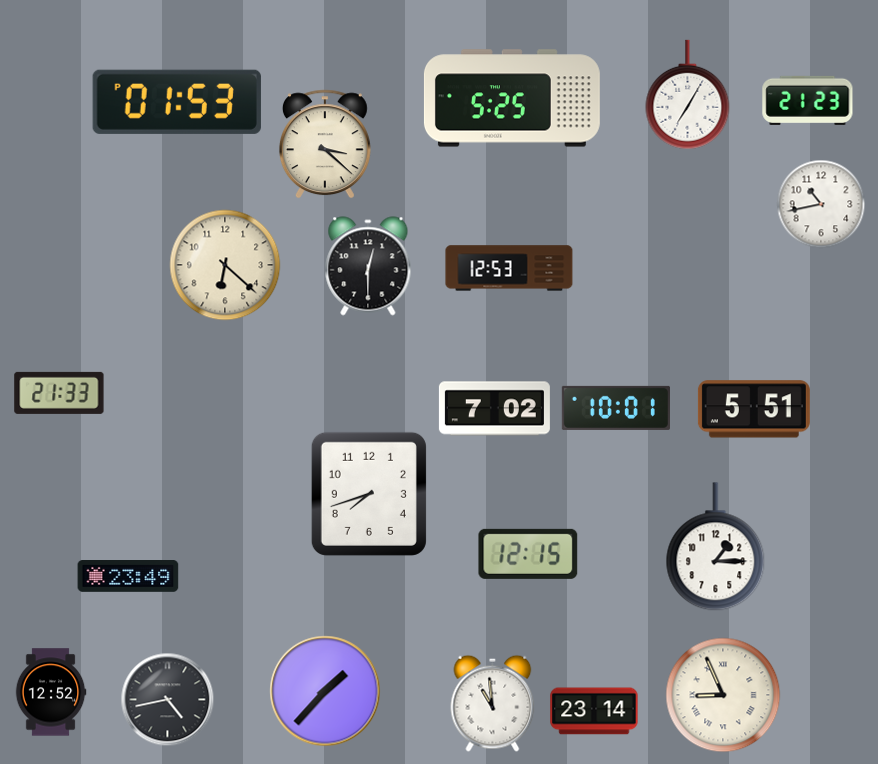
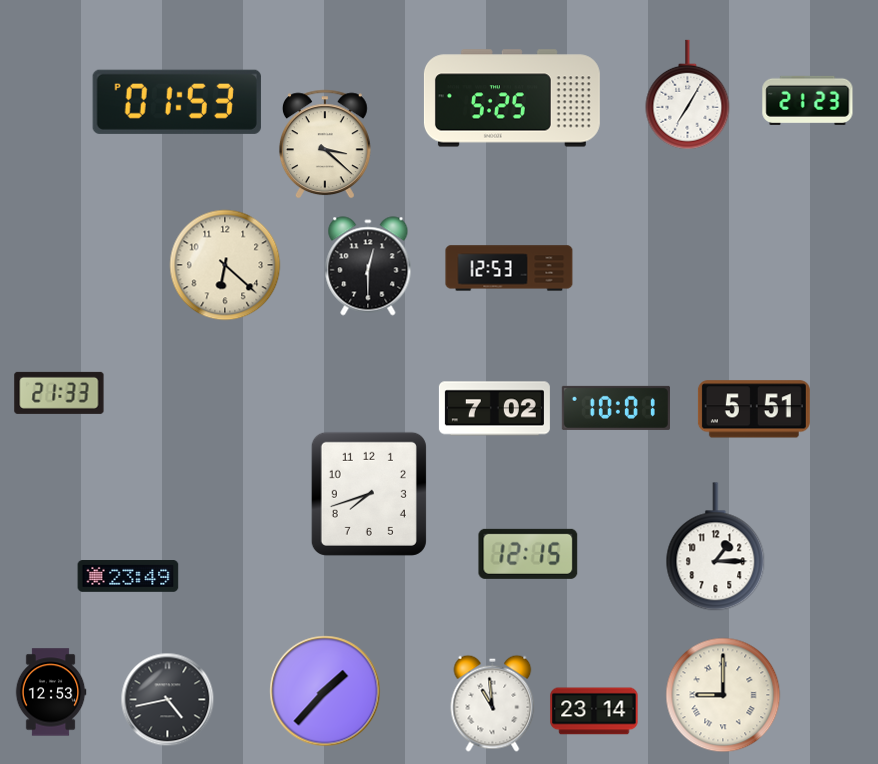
clock at (821, 204): 10:43 -> none
clock at (51, 692): 12:52 -> 12:53
clock at (723, 695): 8:56 -> 9:00
